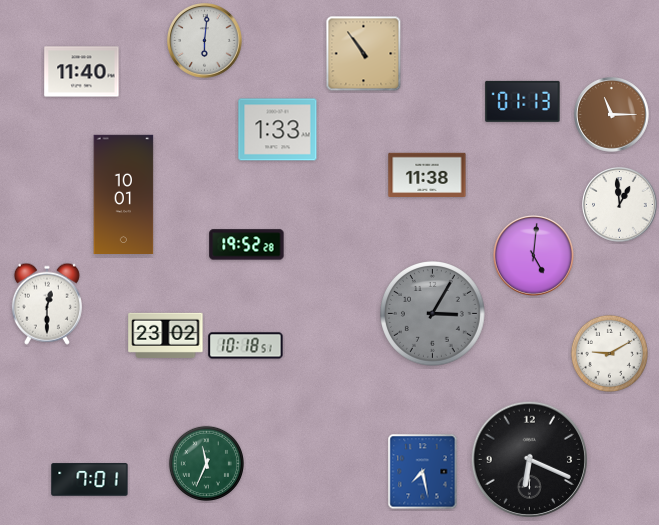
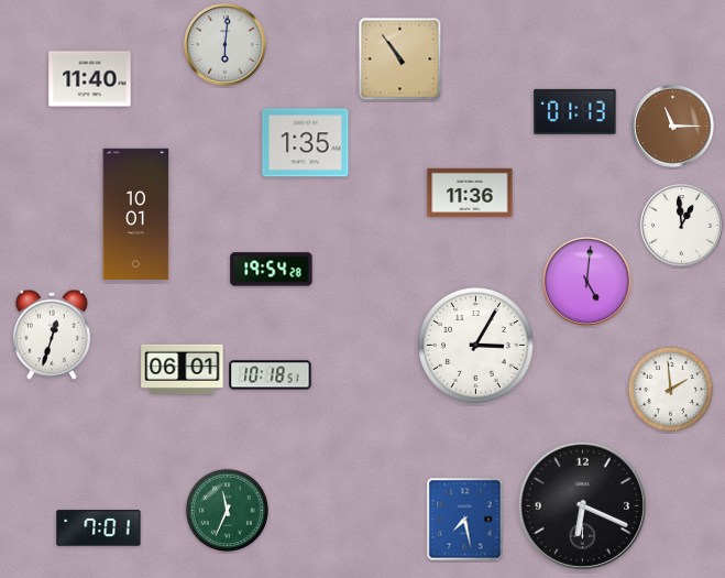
clock at (278, 130): 1:33 -> 1:35
clock at (427, 174): 11:38 -> 11:36
clock at (247, 245): 19:52 -> 19:54
clock at (47, 304): 12:30 -> 12:33
clock at (433, 314) dial: grey -> white
clock at (166, 335): 23:02 -> 06:01
clock at (246, 346) position: (246, 346) -> (271, 375)
clock at (609, 353): 9:10 -> 1:59
